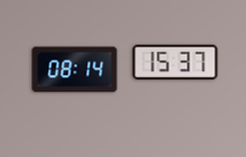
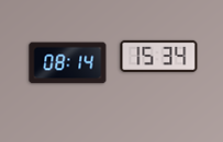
clock at (176, 62): 15:37 -> 15:34
